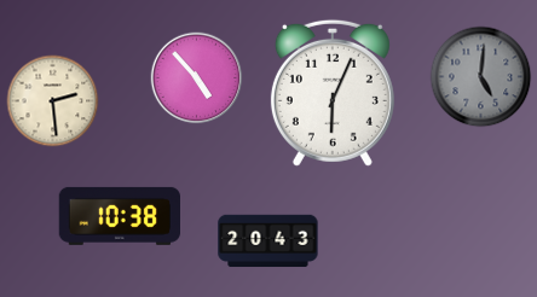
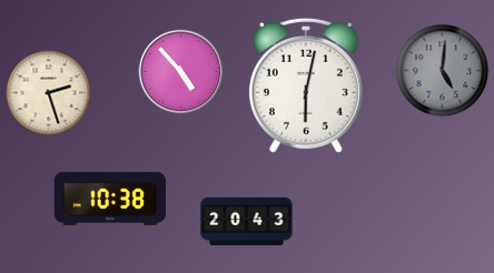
clock at (333, 93): 6:04 -> 6:02
clock at (53, 101): 2:29 -> 2:27
